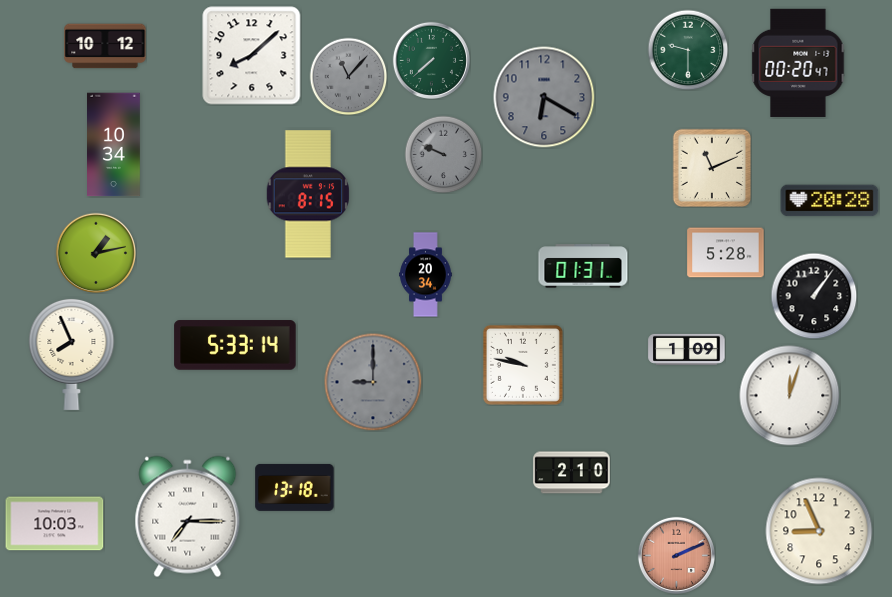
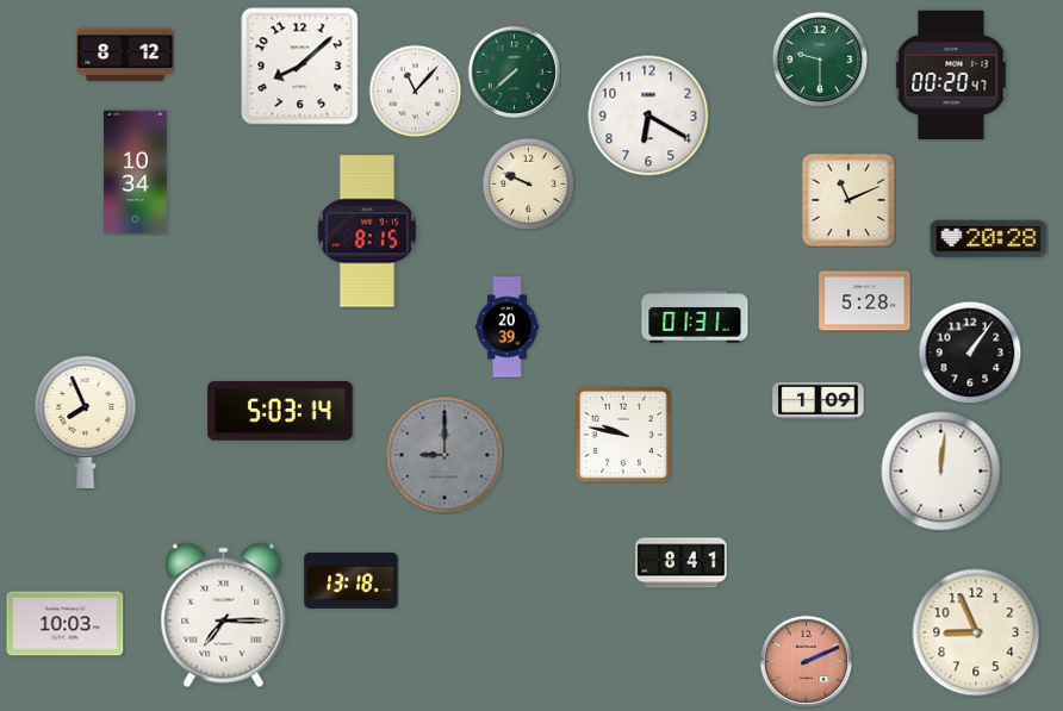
clock at (105, 46): 10:12 -> 8:12
clock at (348, 76) dial: grey -> white
clock at (544, 97) dial: grey -> white
clock at (443, 154) dial: grey -> cream
clock at (95, 252): 1:13 -> none
clock at (426, 275): 20:34 -> 20:39
clock at (235, 345): 5:33 -> 5:03
clock at (687, 349) position: (687, 349) -> (819, 400)
clock at (790, 396): 12:03 -> 12:01
clock at (572, 473): 2:10 -> 8:41
